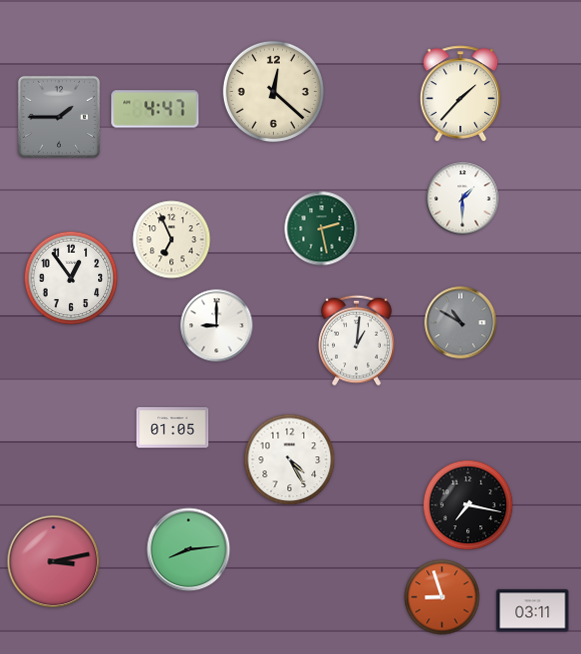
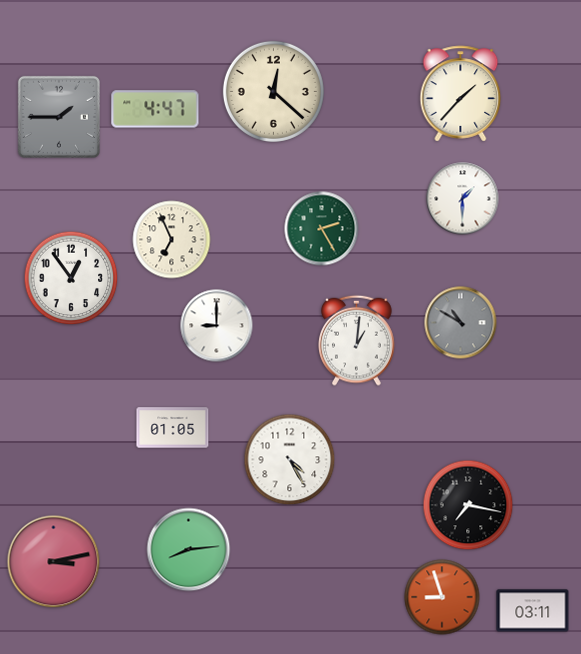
clock at (322, 229): 2:28 -> 2:25
